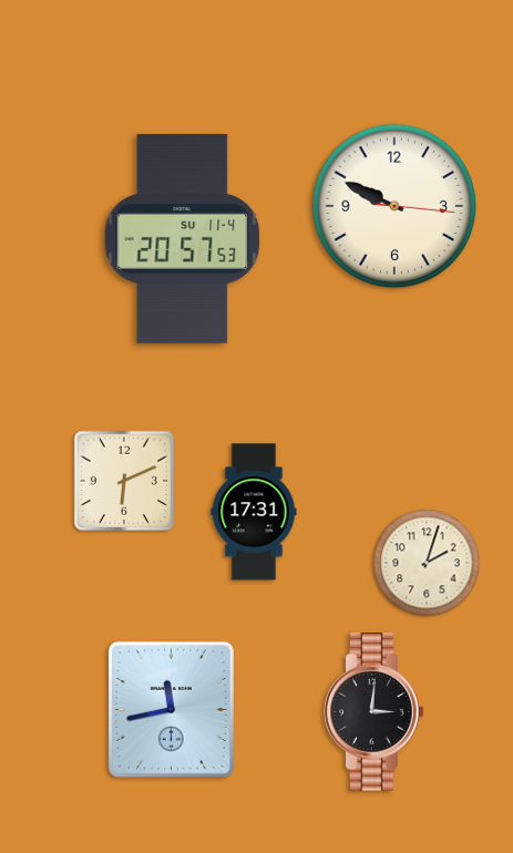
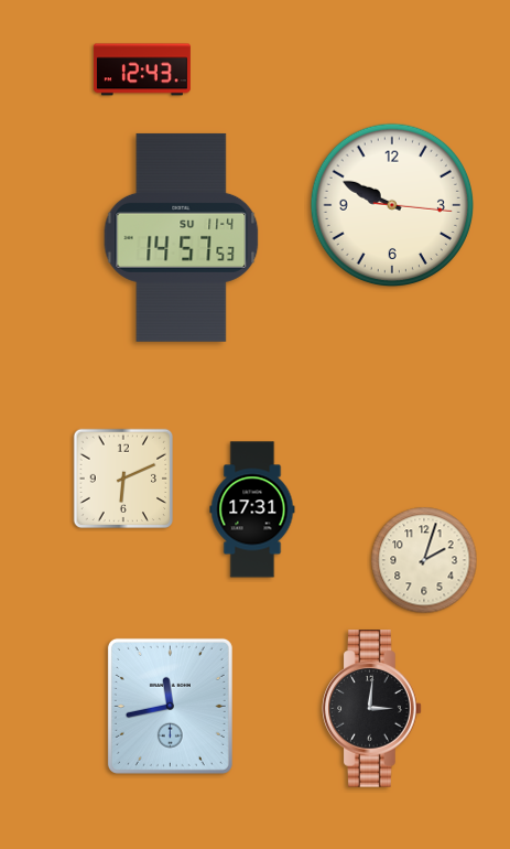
clock at (142, 69): none -> 12:43
clock at (183, 238): 20:57 -> 14:57
